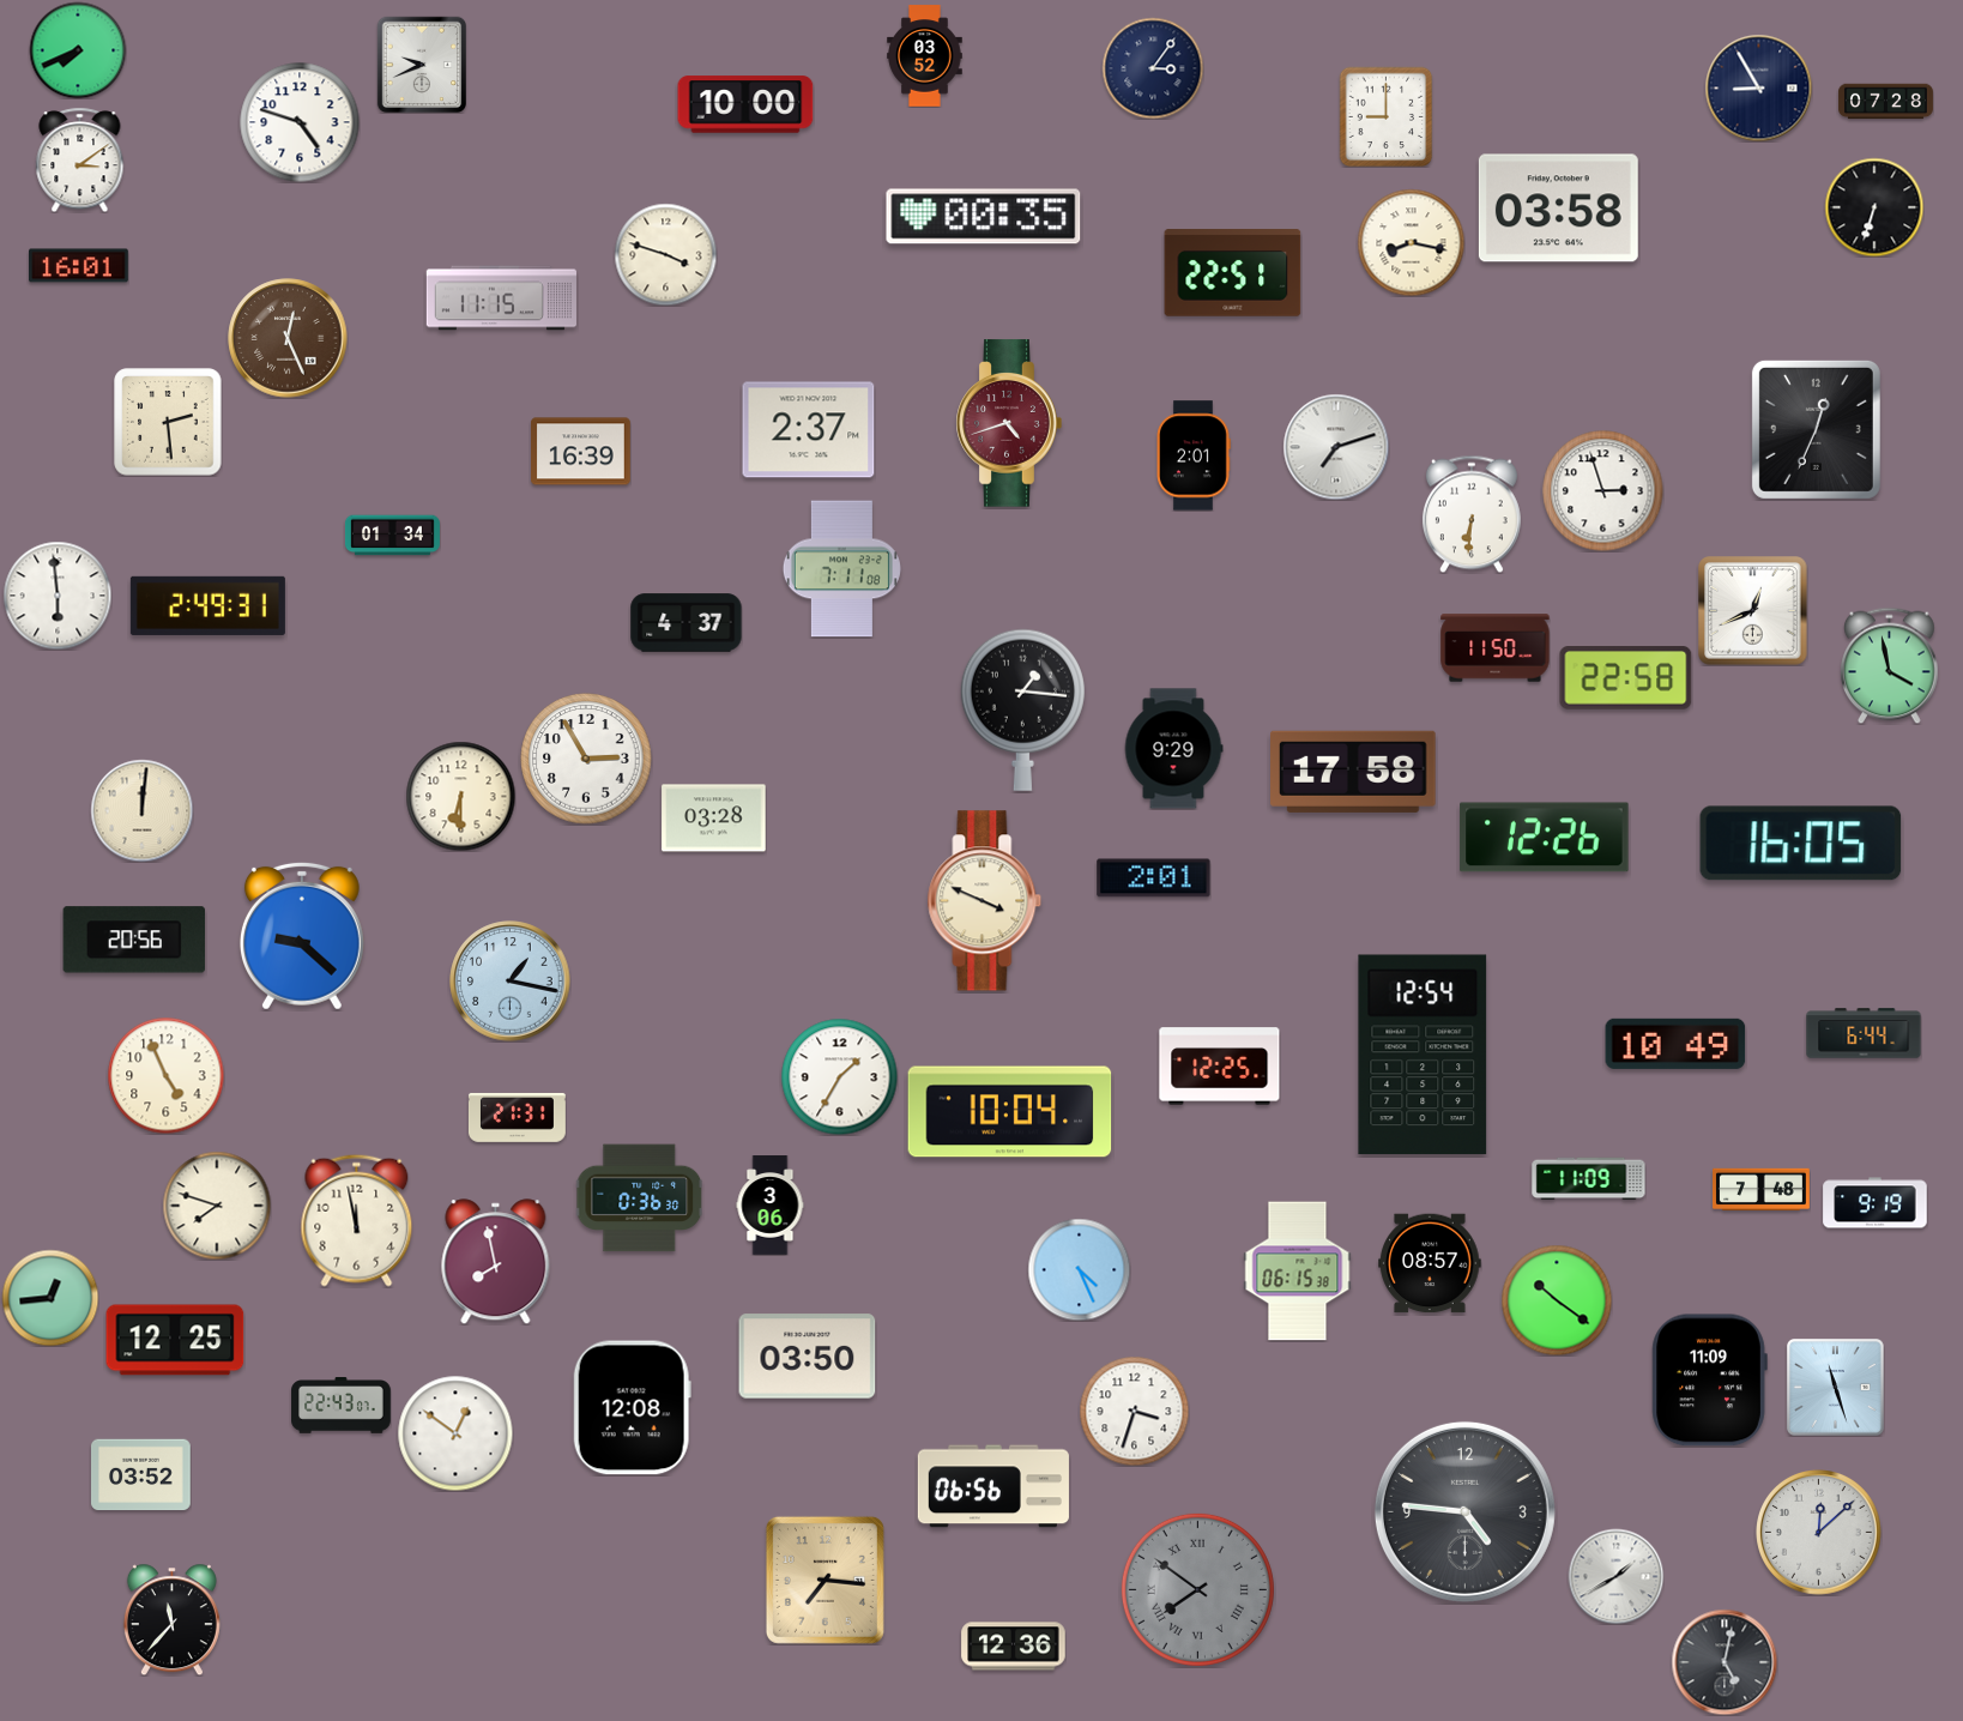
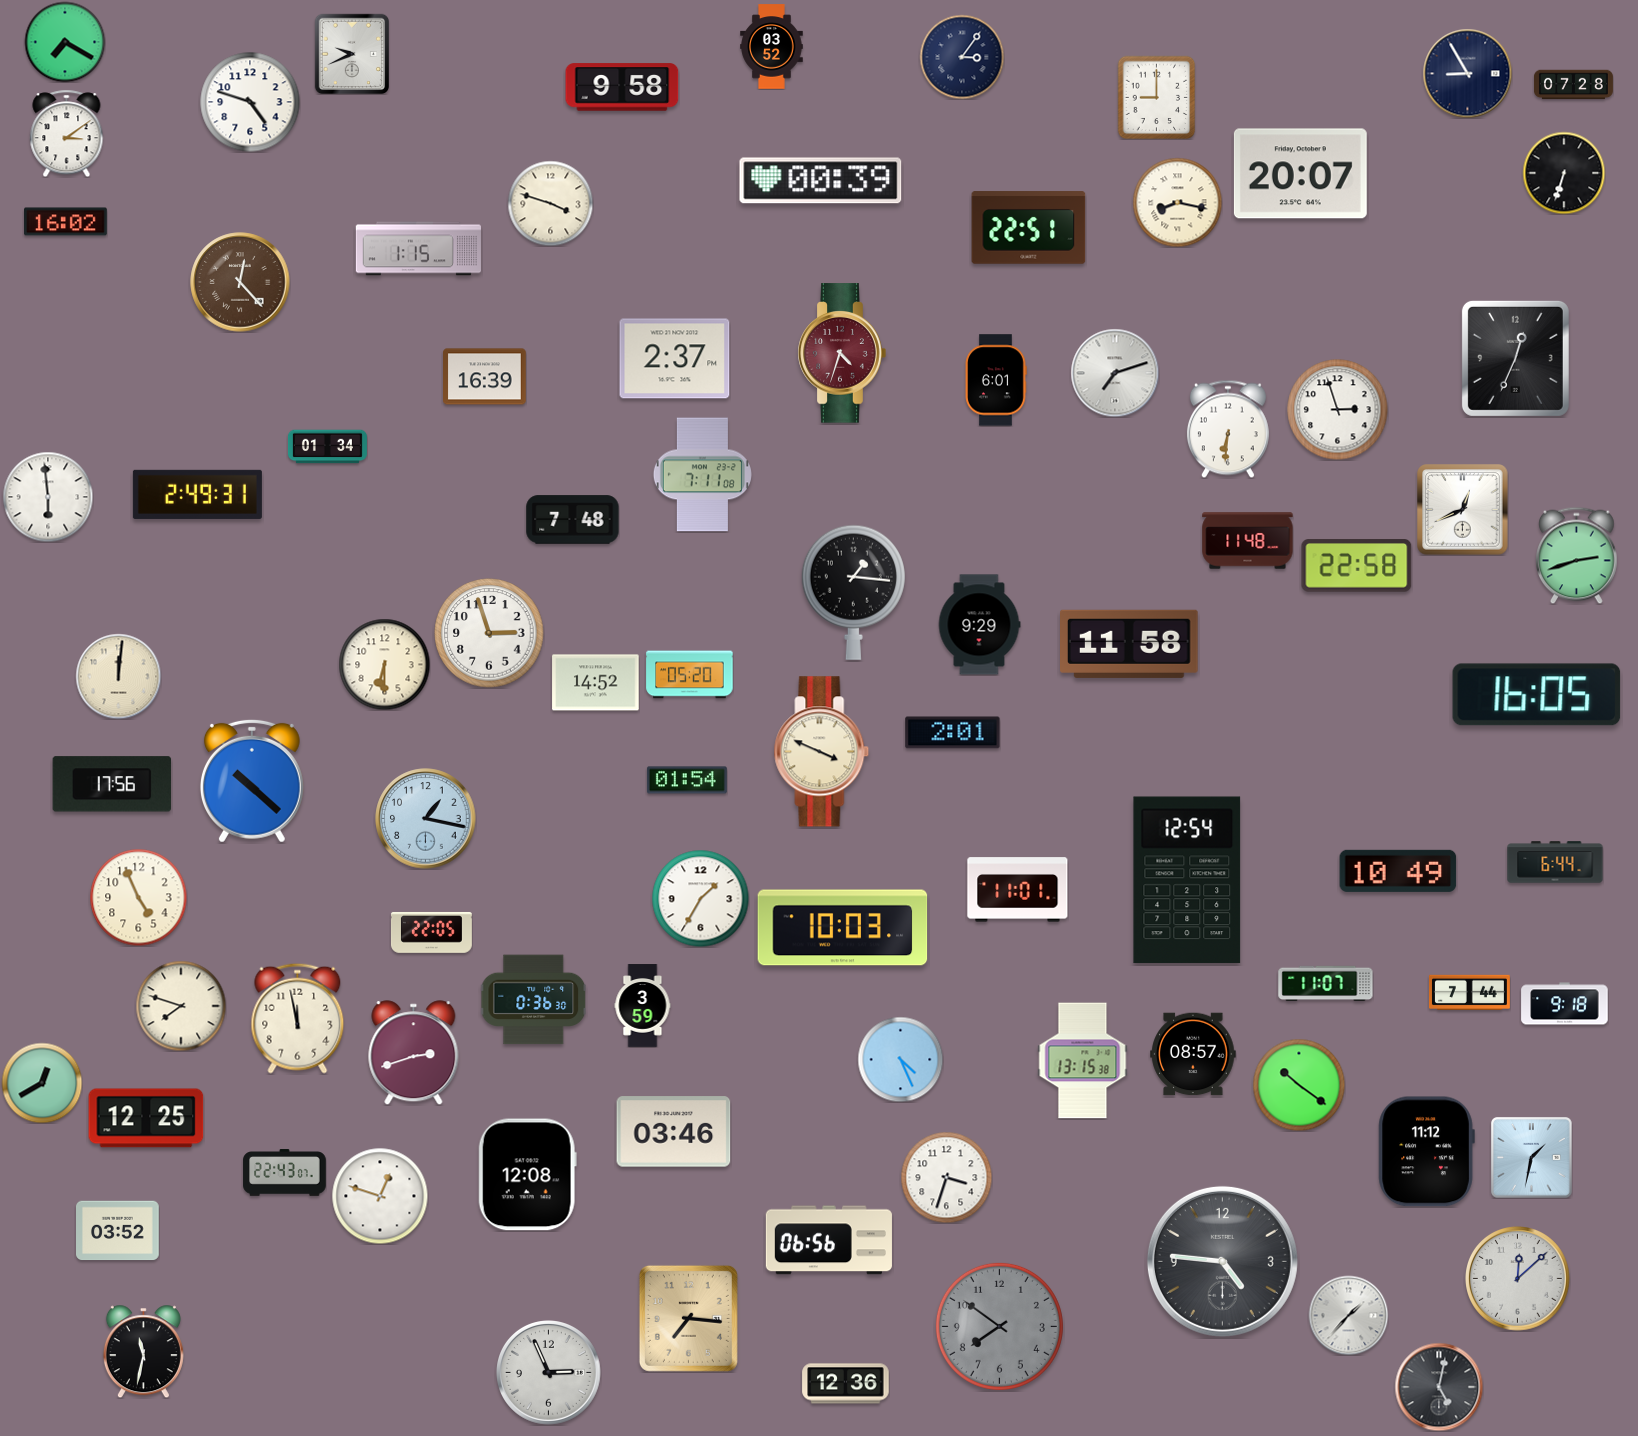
clock at (78, 50): 7:41 -> 7:20
clock at (745, 104): 10:00 -> 9:58
clock at (1558, 209): 03:58 -> 20:07
clock at (984, 217): 00:35 -> 00:39
clock at (665, 254) position: (665, 254) -> (550, 203)
clock at (79, 266): 16:01 -> 16:02
clock at (501, 298): 11:15 -> 1:15
clock at (288, 338): 12:26 -> 12:23
clock at (168, 422): 2:29 -> none
clock at (1009, 423): 4:42 -> 4:33
clock at (1194, 455): 2:01 -> 6:01
clock at (207, 605) position: (207, 605) -> (197, 494)
clock at (687, 623): 4:37 -> 7:48
clock at (1496, 648): 11:50 -> 11:48
clock at (1890, 665): 3:58 -> 2:42
clock at (586, 759): 2:55 -> 2:57
clock at (1354, 772): 17:58 -> 11:58
clock at (690, 675): none -> 05:20
clock at (714, 819): 03:28 -> 14:52
clock at (1545, 838): 12:26 -> none
clock at (1801, 844) position: (1801, 844) -> (1537, 695)
clock at (1154, 878) position: (1154, 878) -> (953, 733)
clock at (687, 780): none -> 01:54
clock at (302, 936): 9:22 -> 10:22
clock at (134, 940): 20:56 -> 17:56
clock at (1220, 1067): 12:25 -> 11:01
clock at (1010, 1112): 10:04 -> 10:03
clock at (517, 1117): 21:31 -> 22:05
clock at (1589, 1179): 11:09 -> 11:07
clock at (1762, 1190): 7:48 -> 7:44
clock at (1876, 1203): 9:19 -> 9:18
clock at (771, 1206): 3:06 -> 3:59
clock at (496, 1262): 7:58 -> 2:42
clock at (1298, 1272): 06:15 -> 13:15
clock at (50, 1298): 12:44 -> 12:40
clock at (808, 1357): 03:50 -> 03:46
clock at (1709, 1381): 11:09 -> 11:12
clock at (1836, 1388): 11:27 -> 1:32
clock at (455, 1433): 12:51 -> 12:48
clock at (1615, 1576): 1:40 -> 1:37
clock at (1197, 1589) numerals: Roman -> Arabic
clock at (171, 1619): 11:37 -> 11:32
clock at (549, 1373): none -> 2:56
clock at (1014, 1647) position: (1014, 1647) -> (846, 1384)
